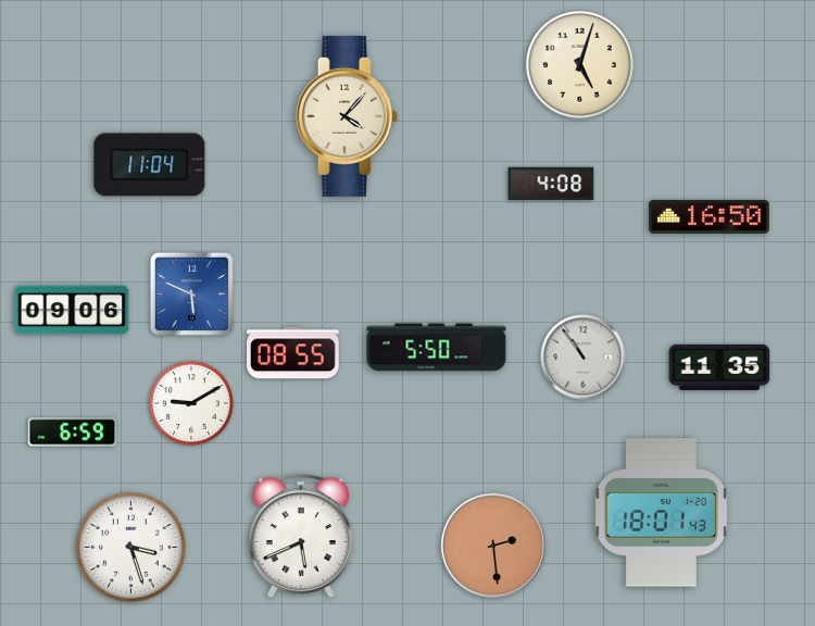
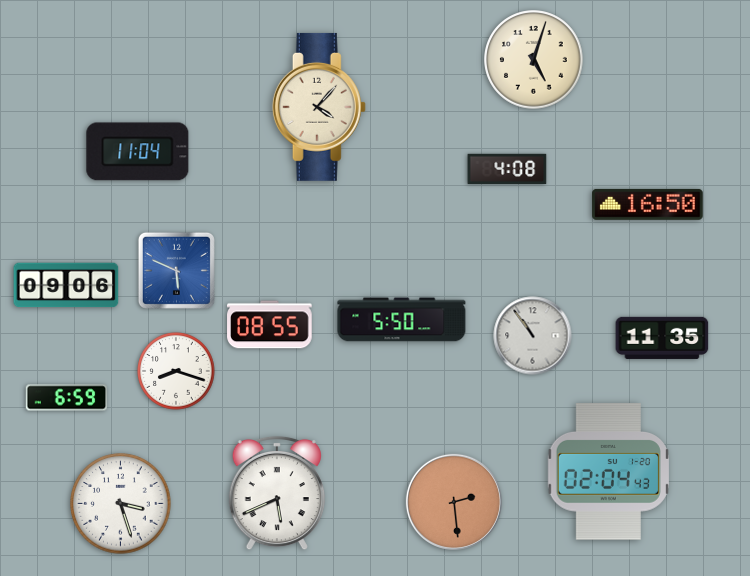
clock at (710, 216) position: (710, 216) -> (648, 204)
clock at (584, 358) position: (584, 358) -> (533, 336)
clock at (191, 403): 9:10 -> 8:18
clock at (661, 513): 18:01 -> 02:04
